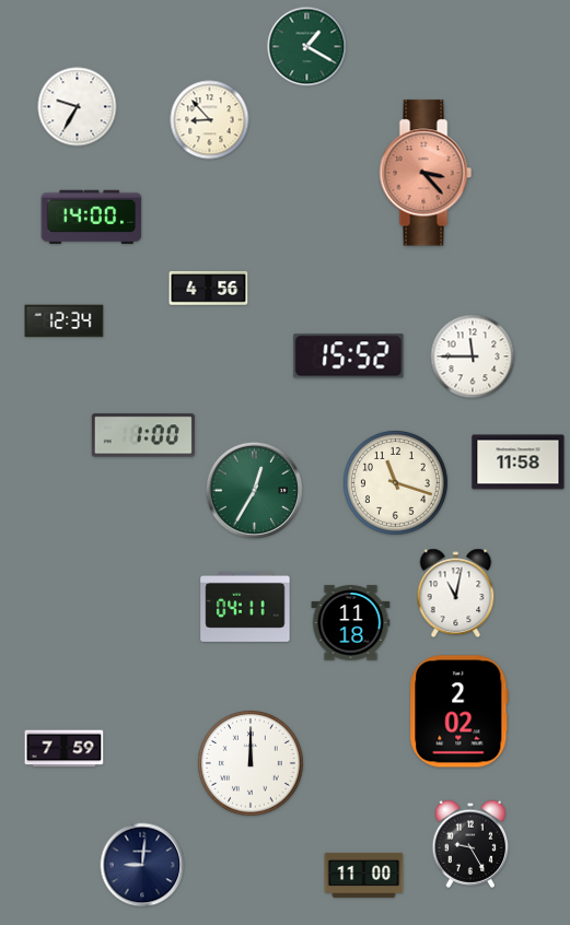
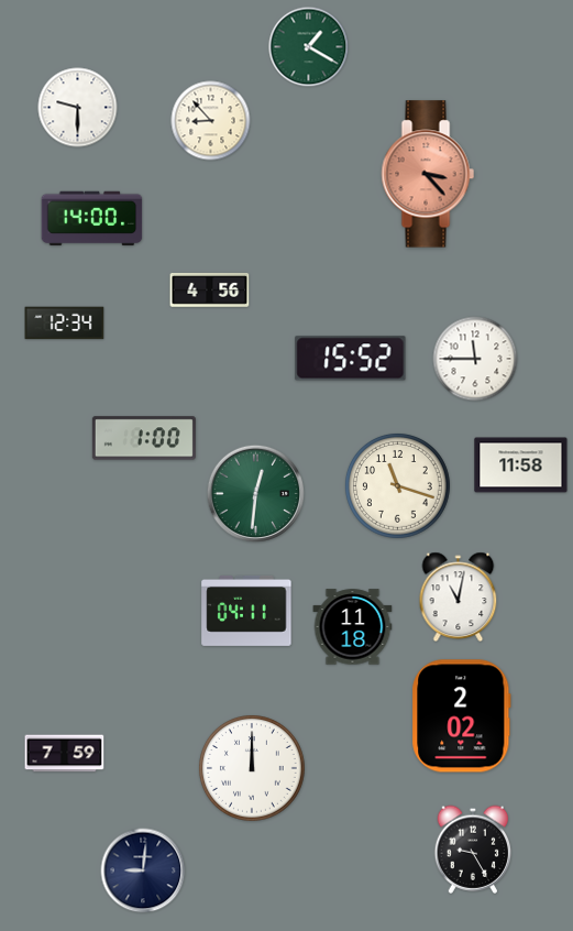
clock at (78, 107): 9:35 -> 9:30
clock at (254, 490): 12:35 -> 12:31
clock at (364, 875): 11:00 -> none
